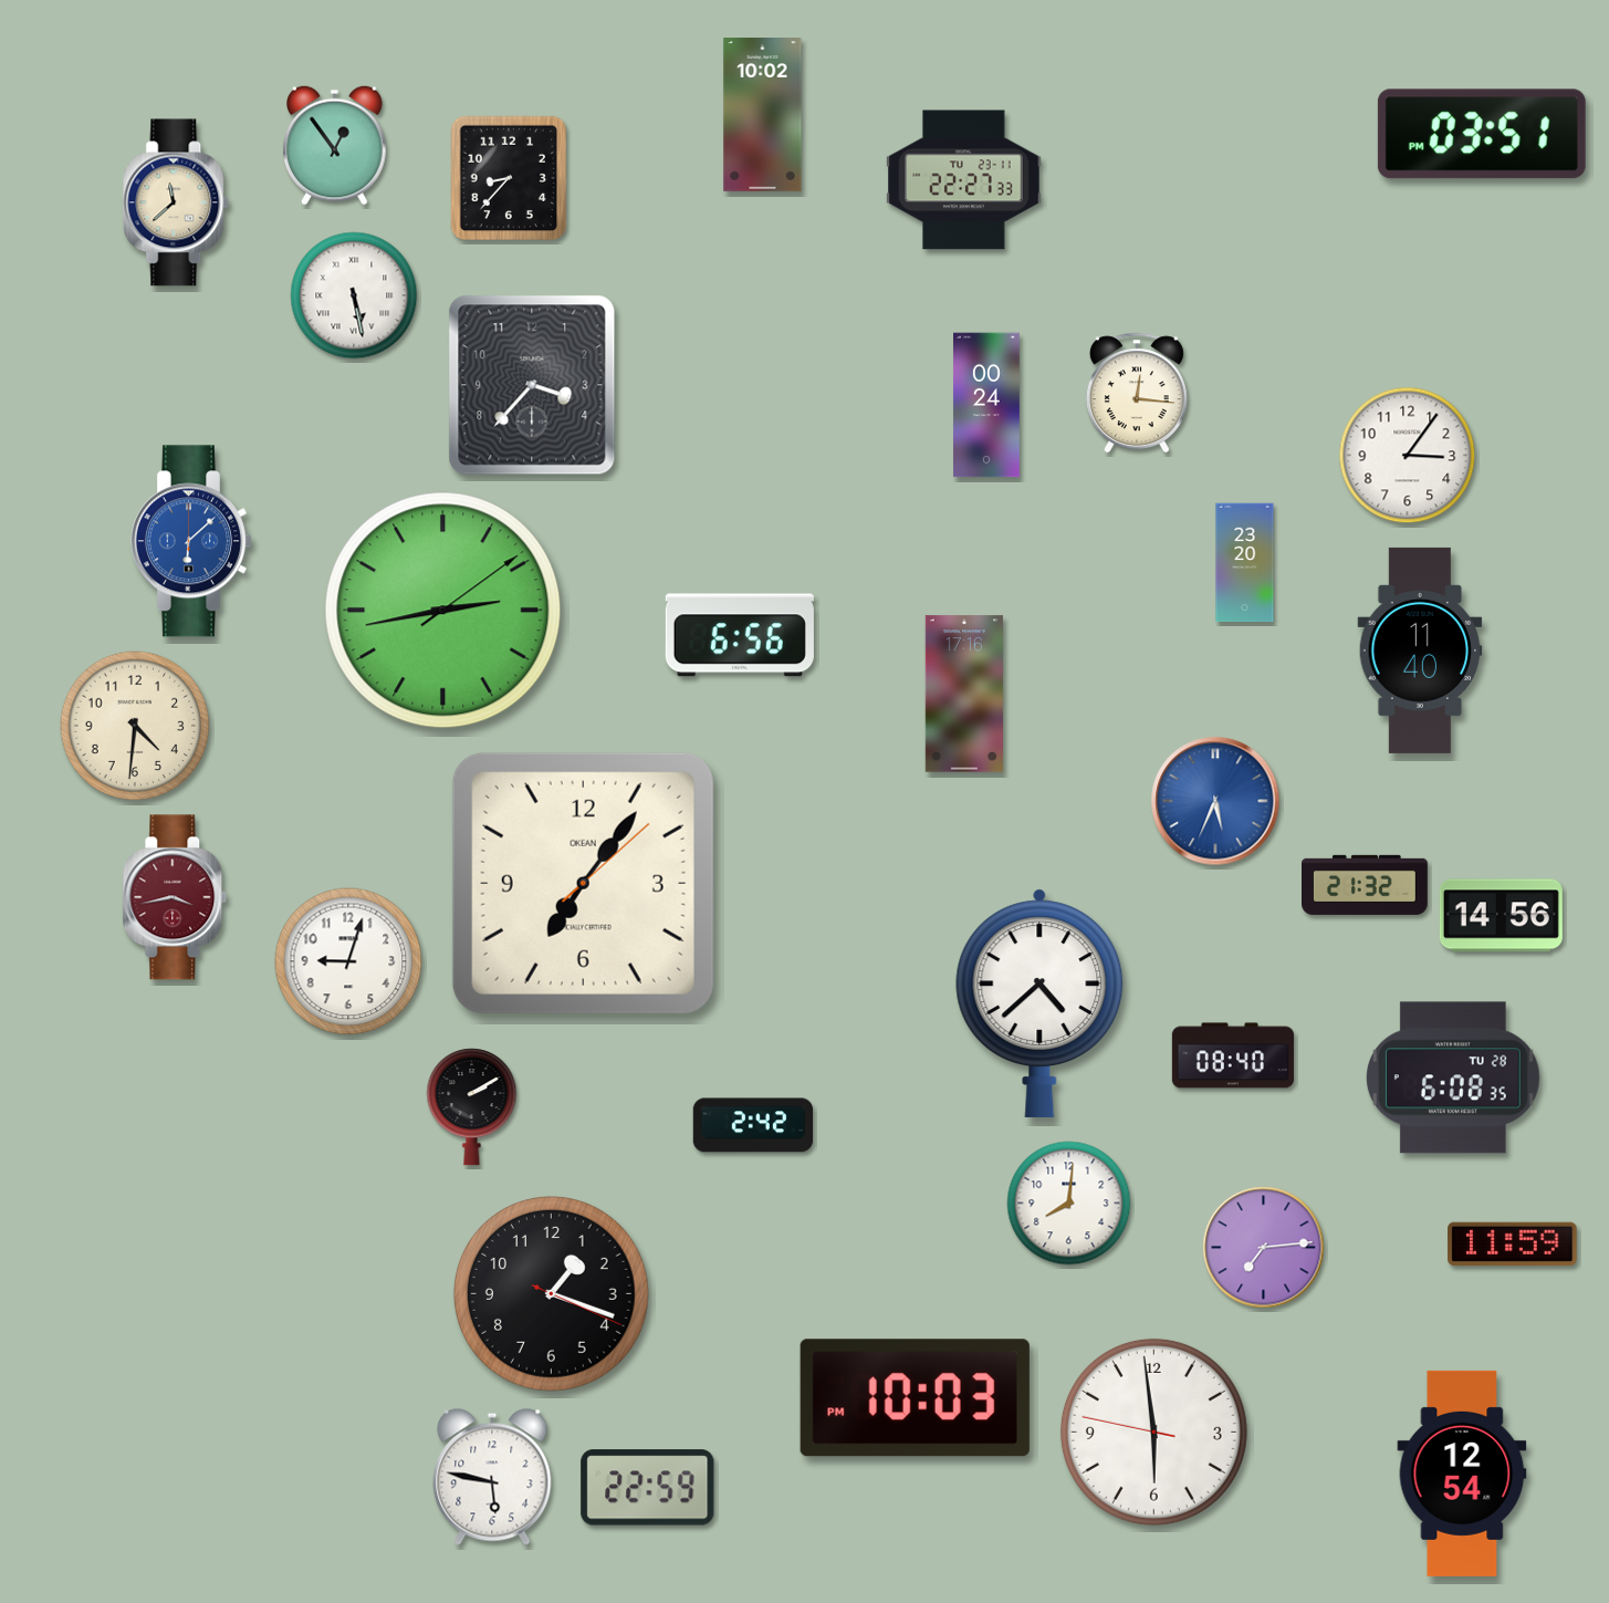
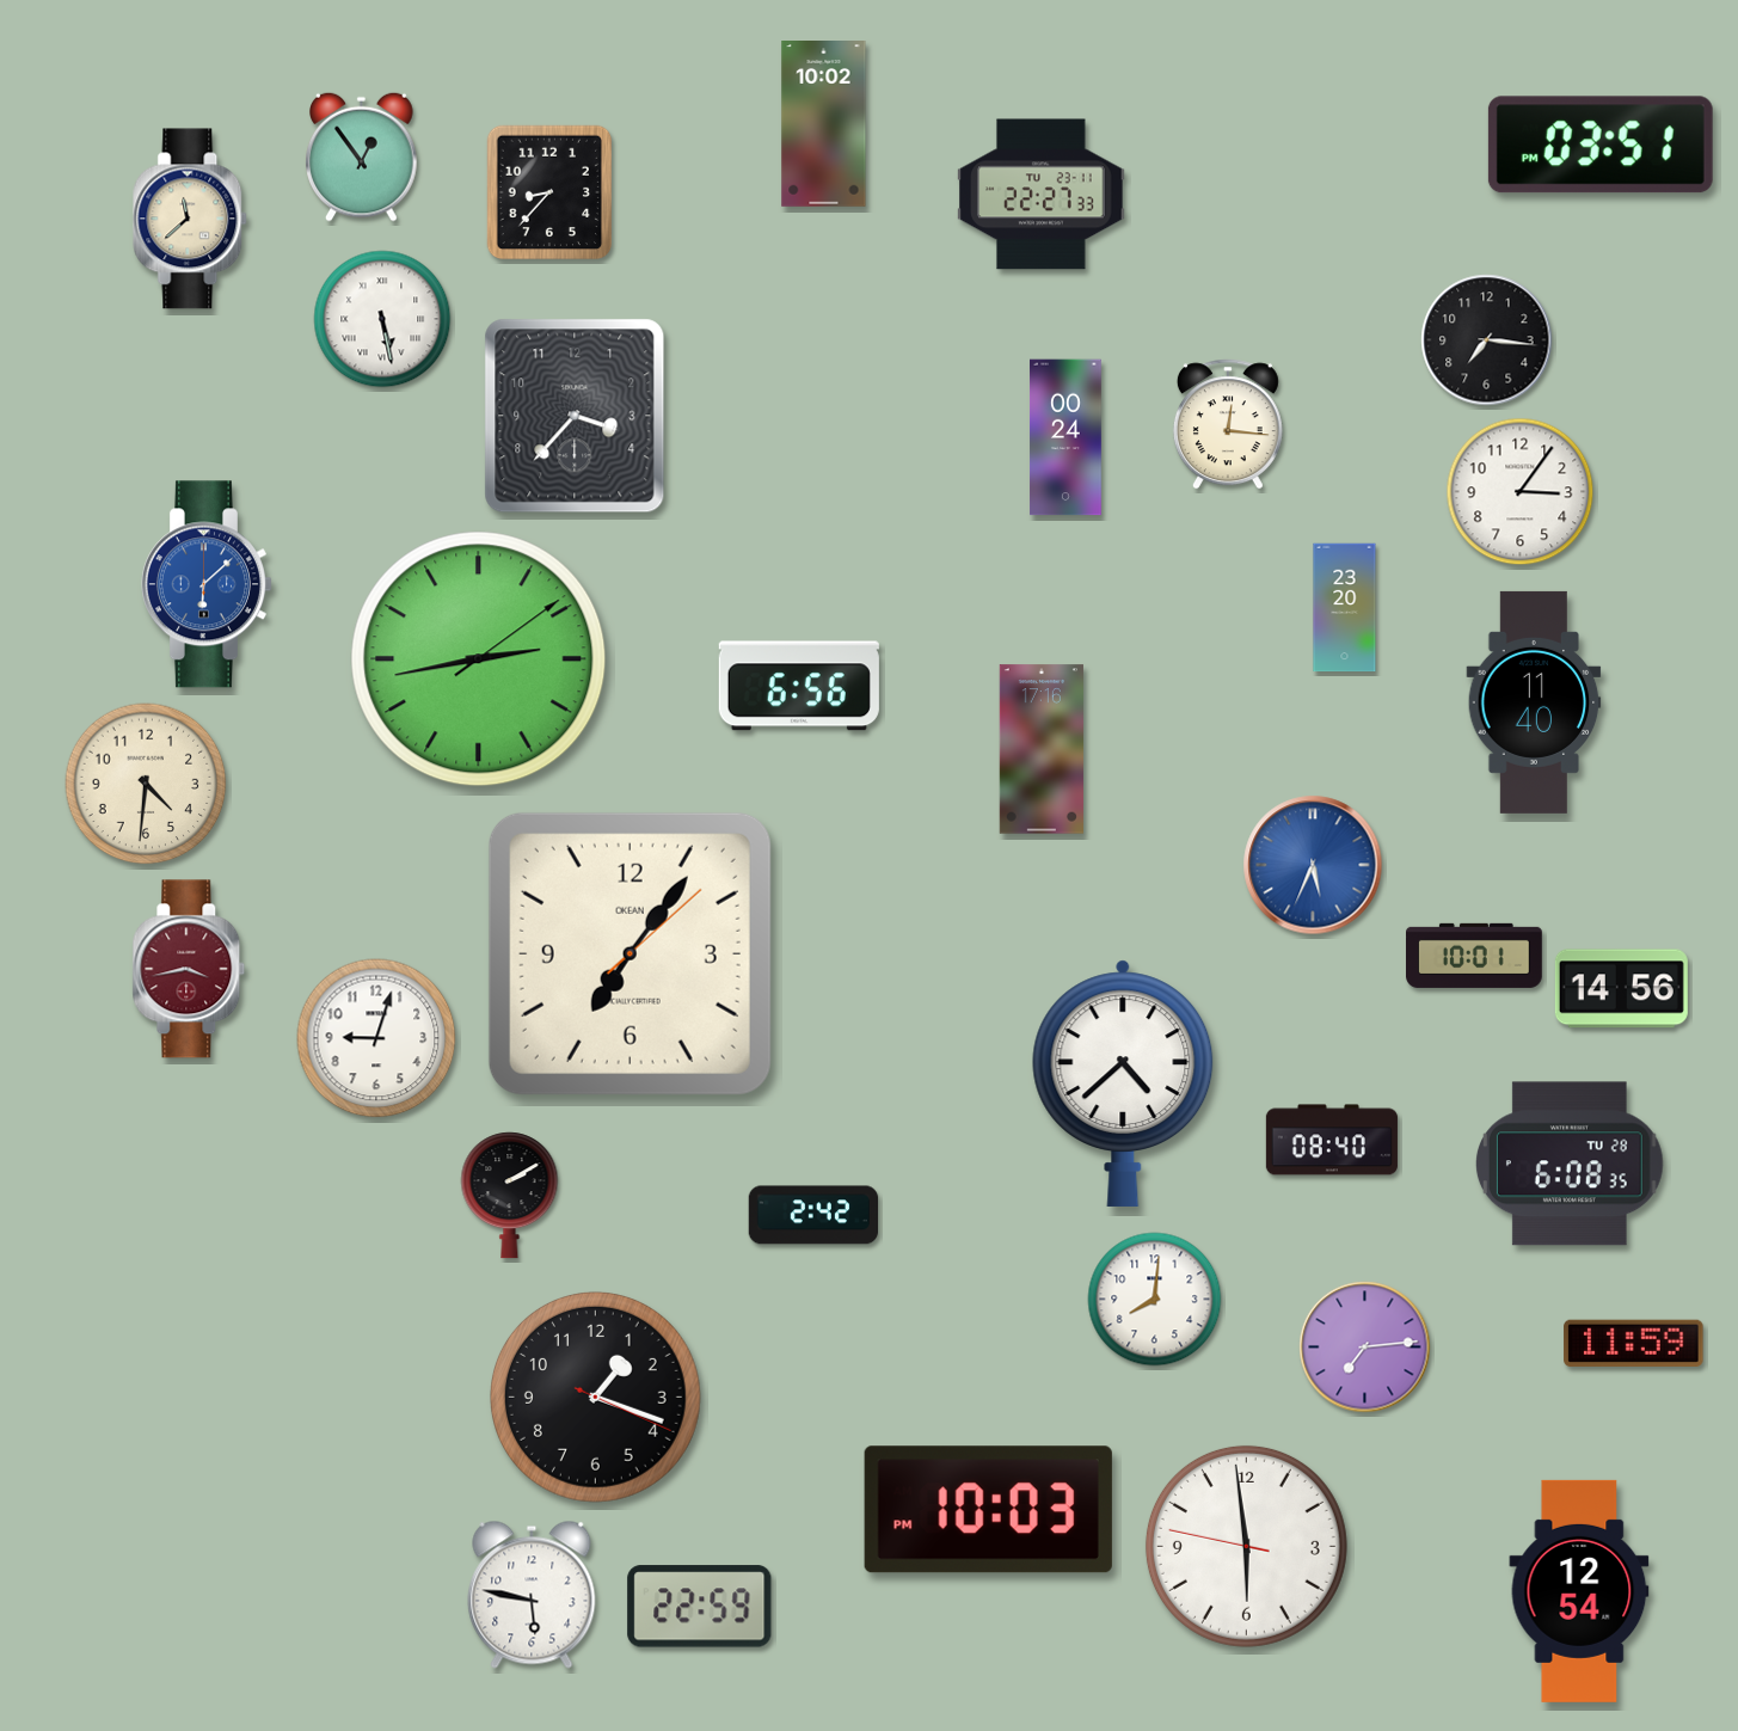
clock at (1487, 340): none -> 7:16
clock at (1366, 885): 21:32 -> 10:01
